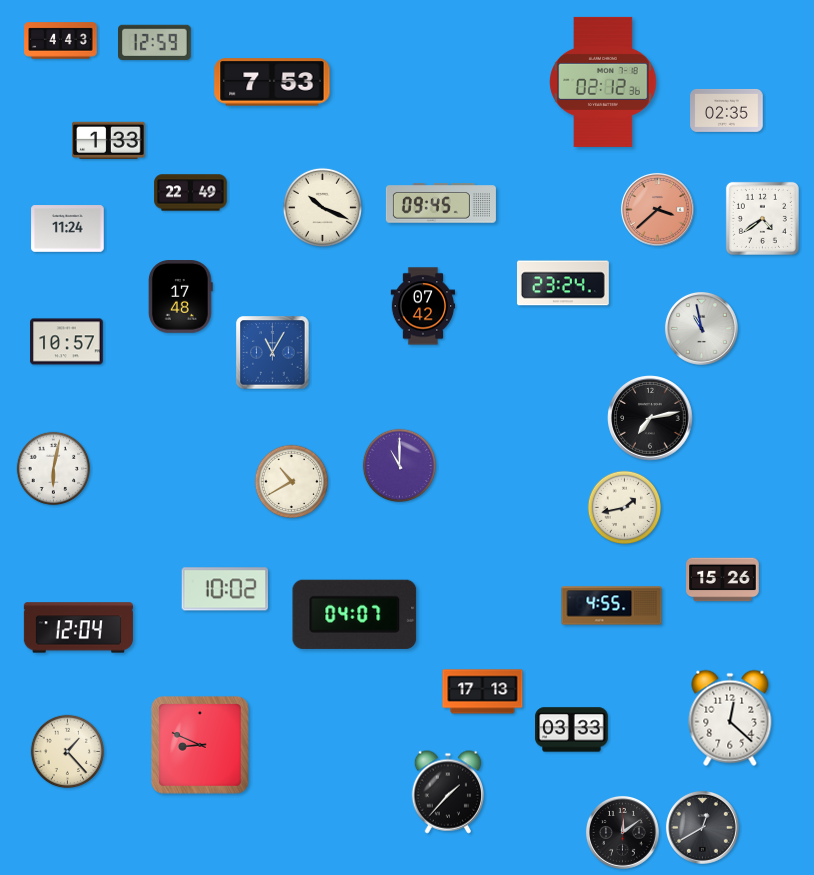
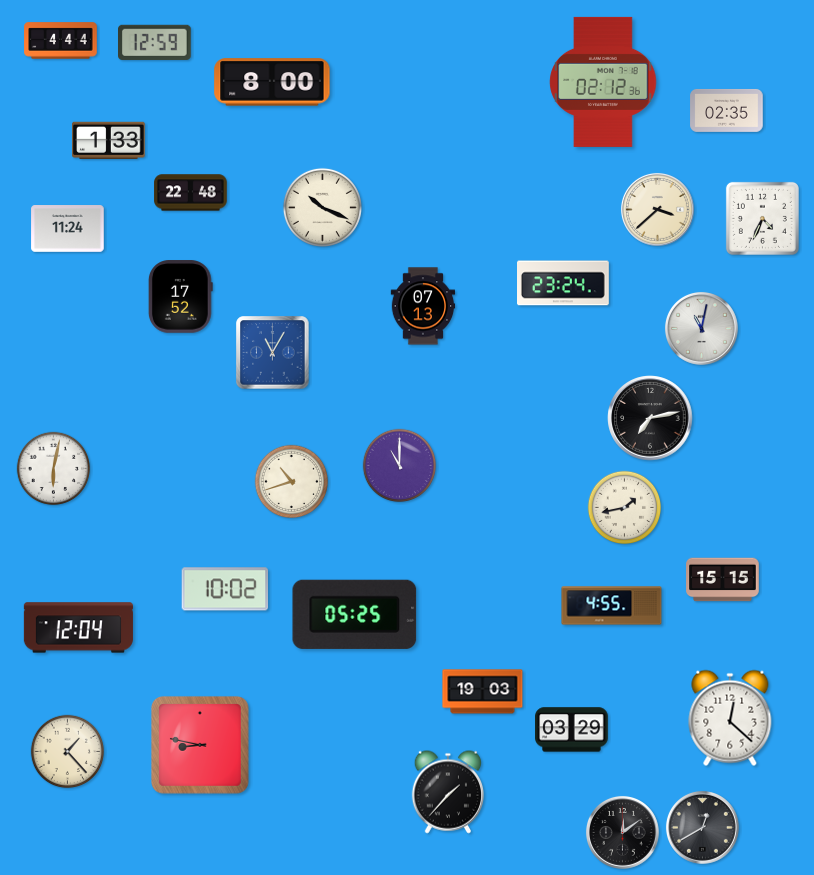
clock at (61, 41): 4:43 -> 4:44
clock at (272, 82): 7:53 -> 8:00
clock at (191, 193): 22:49 -> 22:48
clock at (441, 203): 09:45 -> none
clock at (657, 209) dial: salmon -> cream
clock at (762, 218): 4:39 -> 4:34
clock at (180, 297): 17:48 -> 17:52
clock at (423, 306): 07:42 -> 07:13
clock at (701, 328): 10:58 -> 11:02
clock at (67, 342): 10:57 -> none
clock at (292, 482): 10:40 -> 10:42
clock at (723, 580): 15:26 -> 15:15
clock at (355, 614): 04:07 -> 05:25
clock at (483, 692): 17:13 -> 19:03
clock at (572, 730): 03:33 -> 03:29
clock at (201, 746): 8:49 -> 8:47
